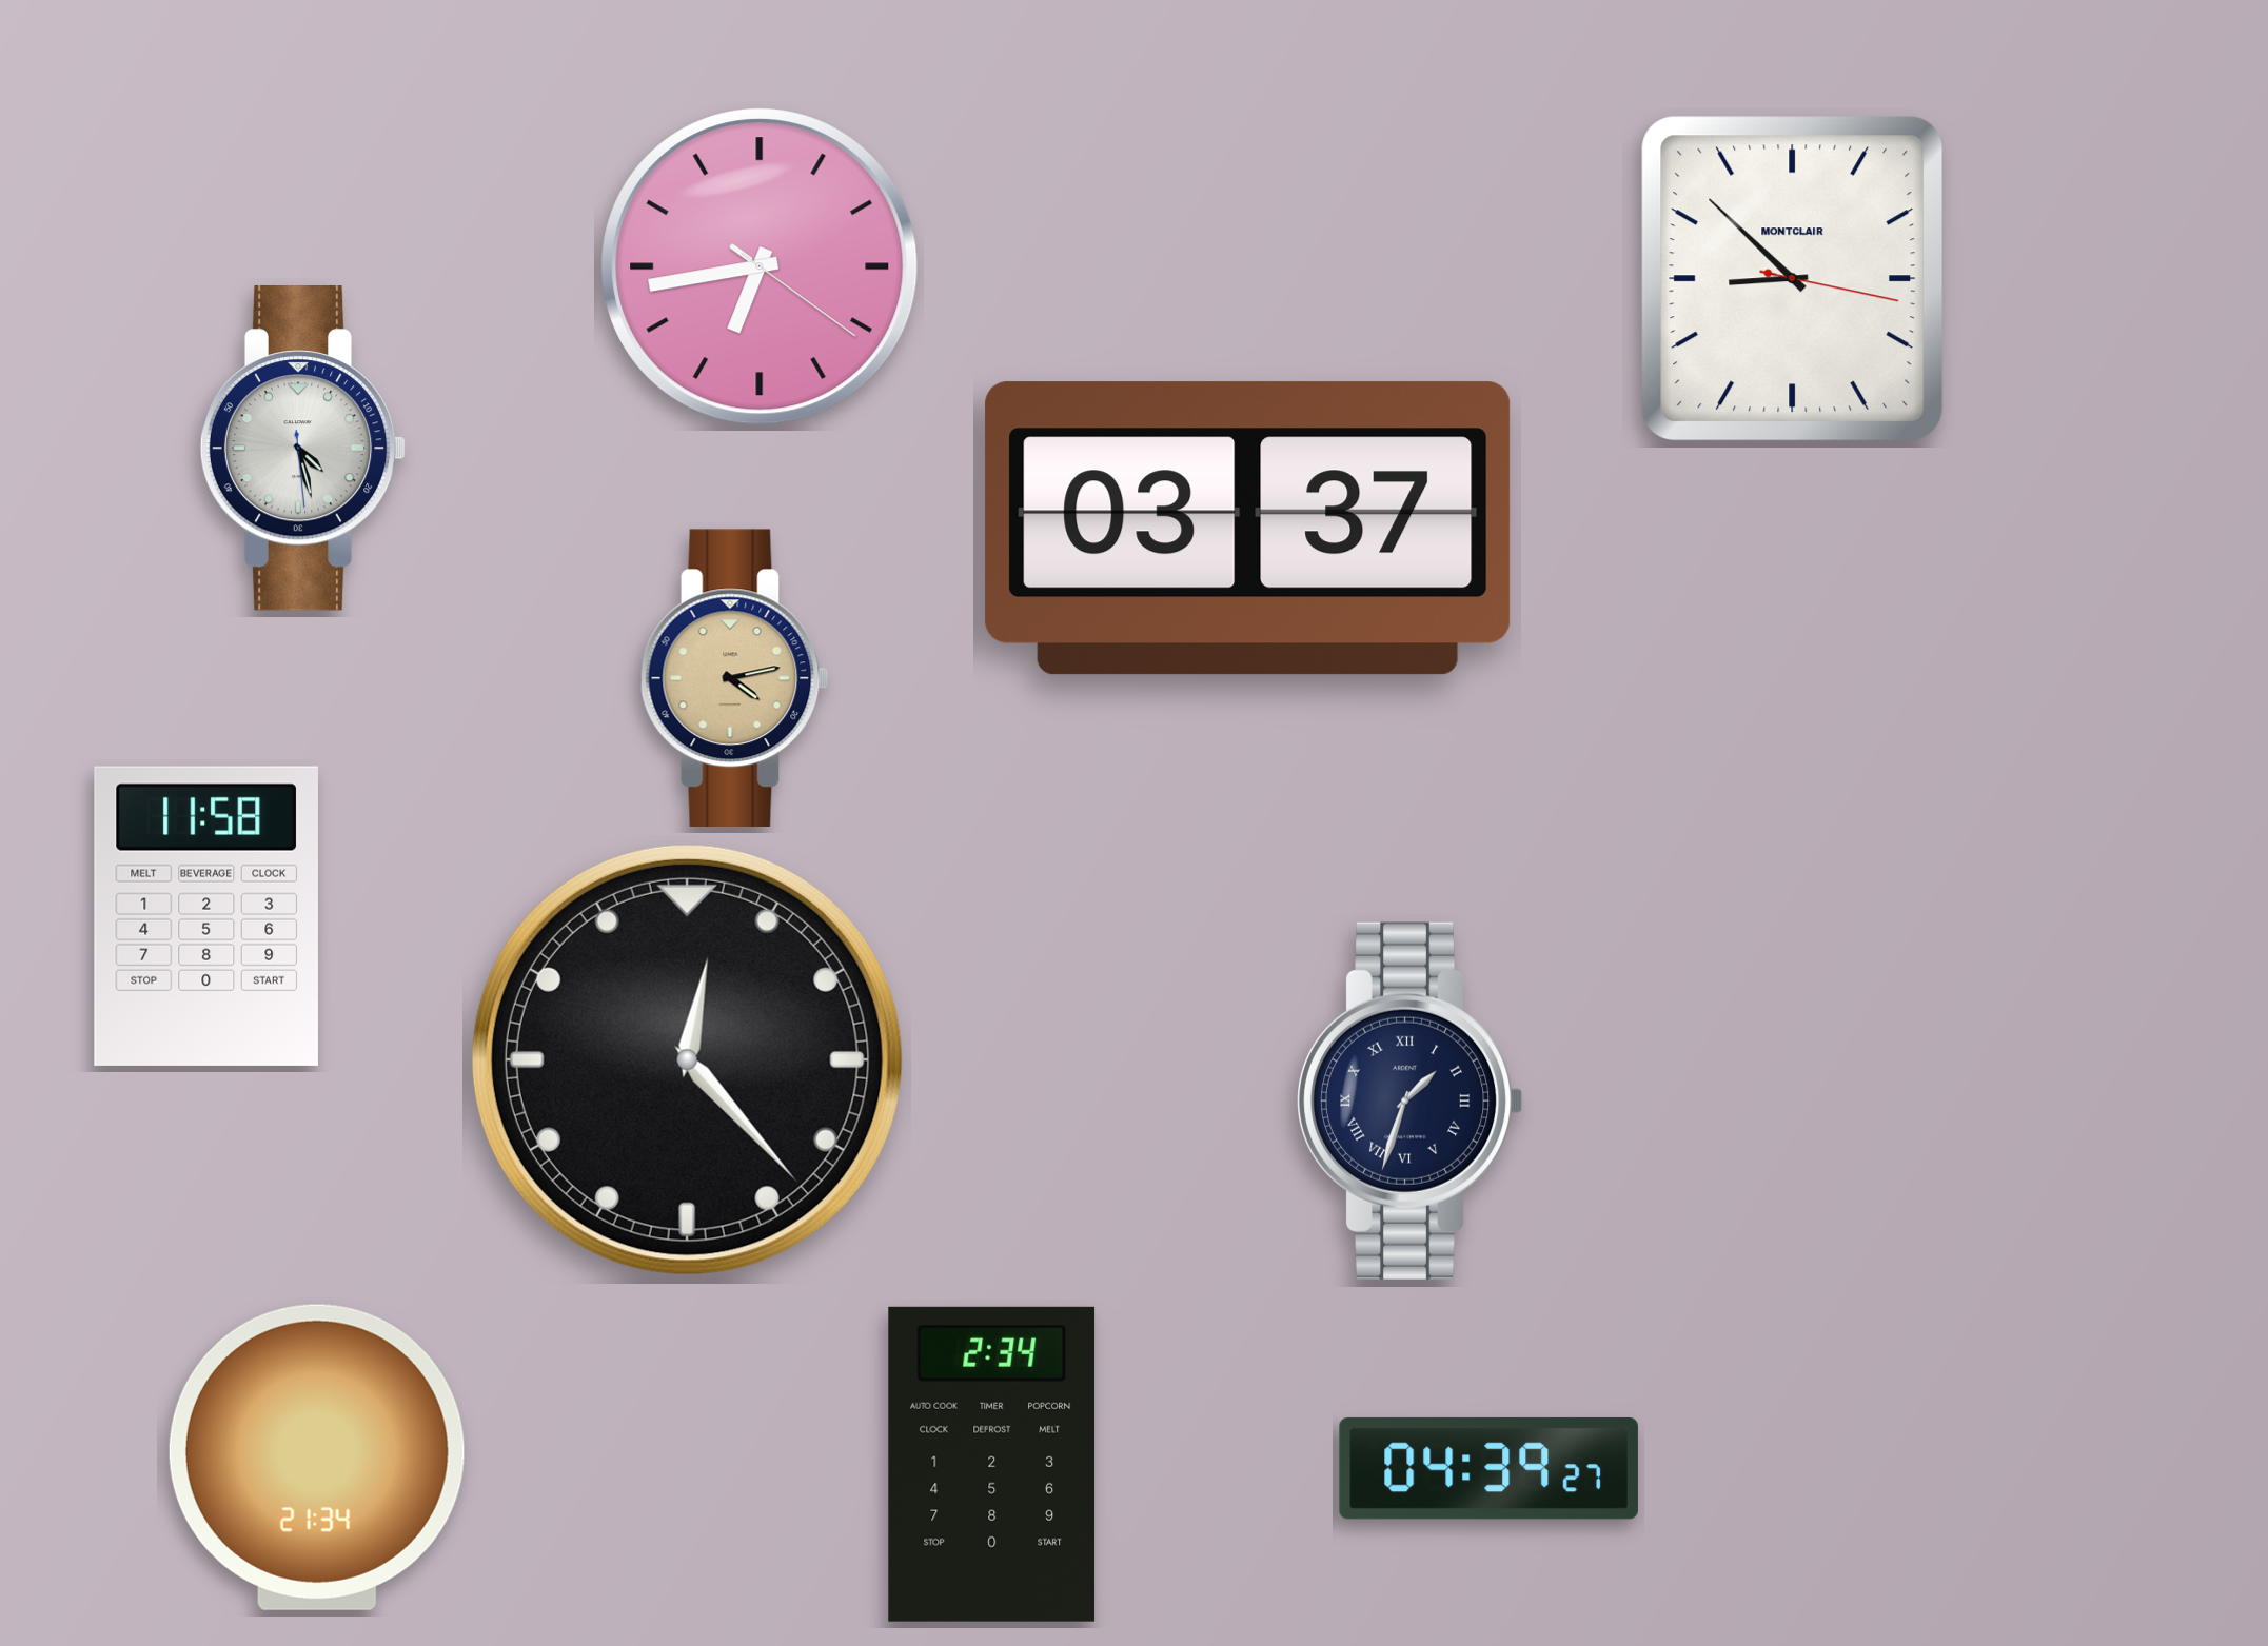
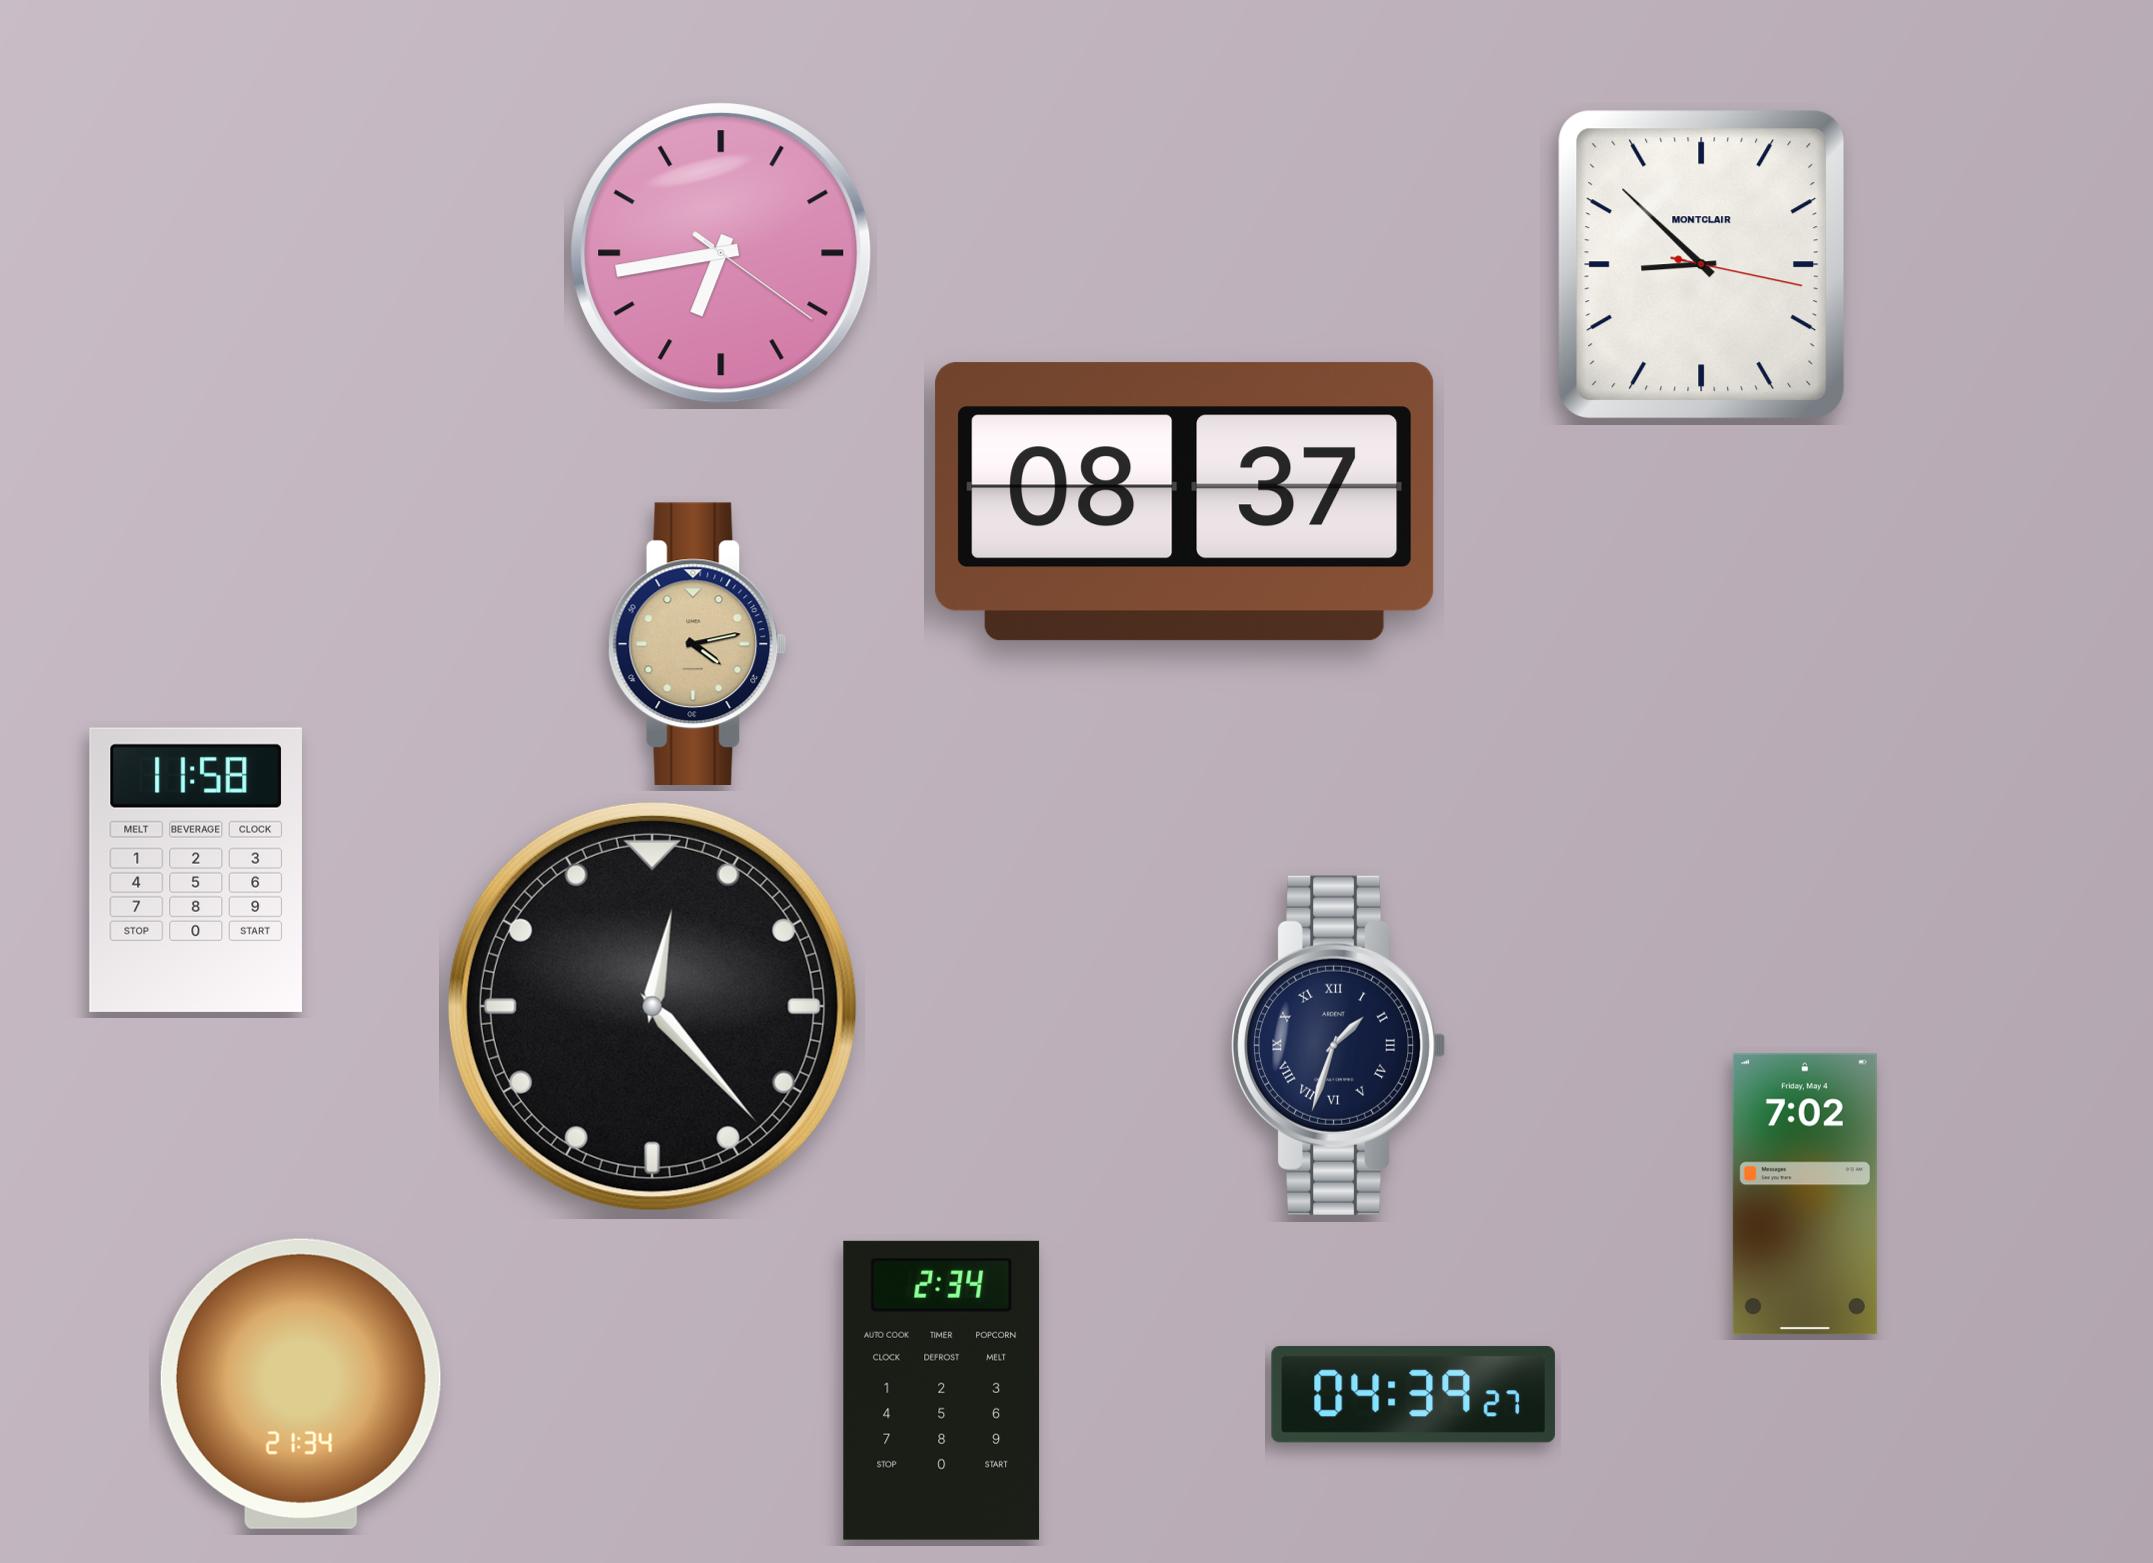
clock at (303, 449): 4:27 -> none
clock at (1248, 529): 03:37 -> 08:37
clock at (1805, 1194): none -> 7:02
